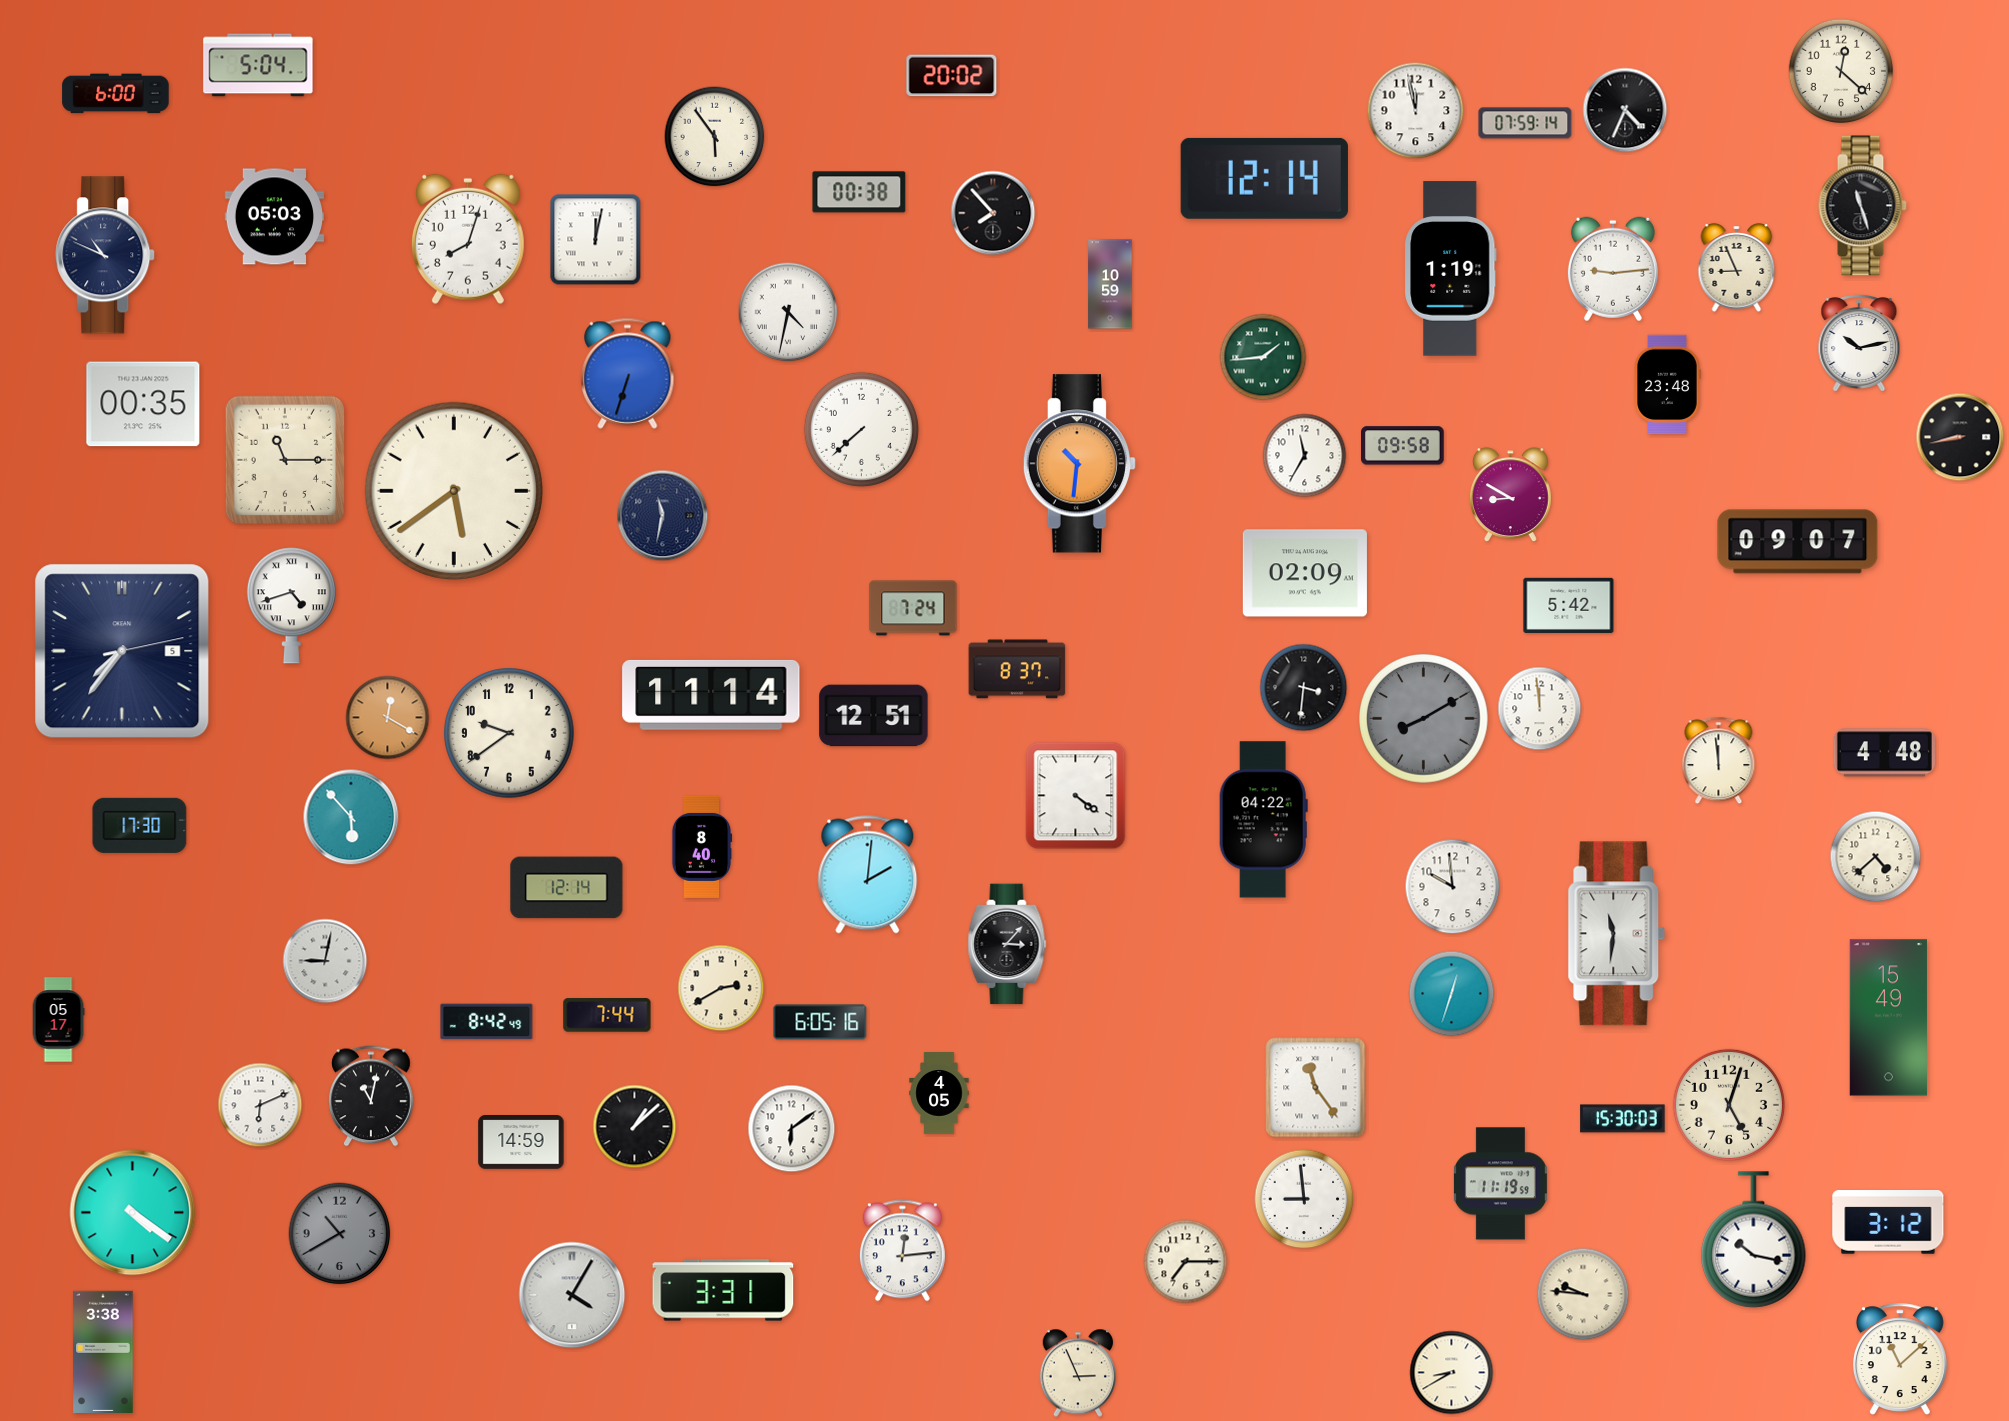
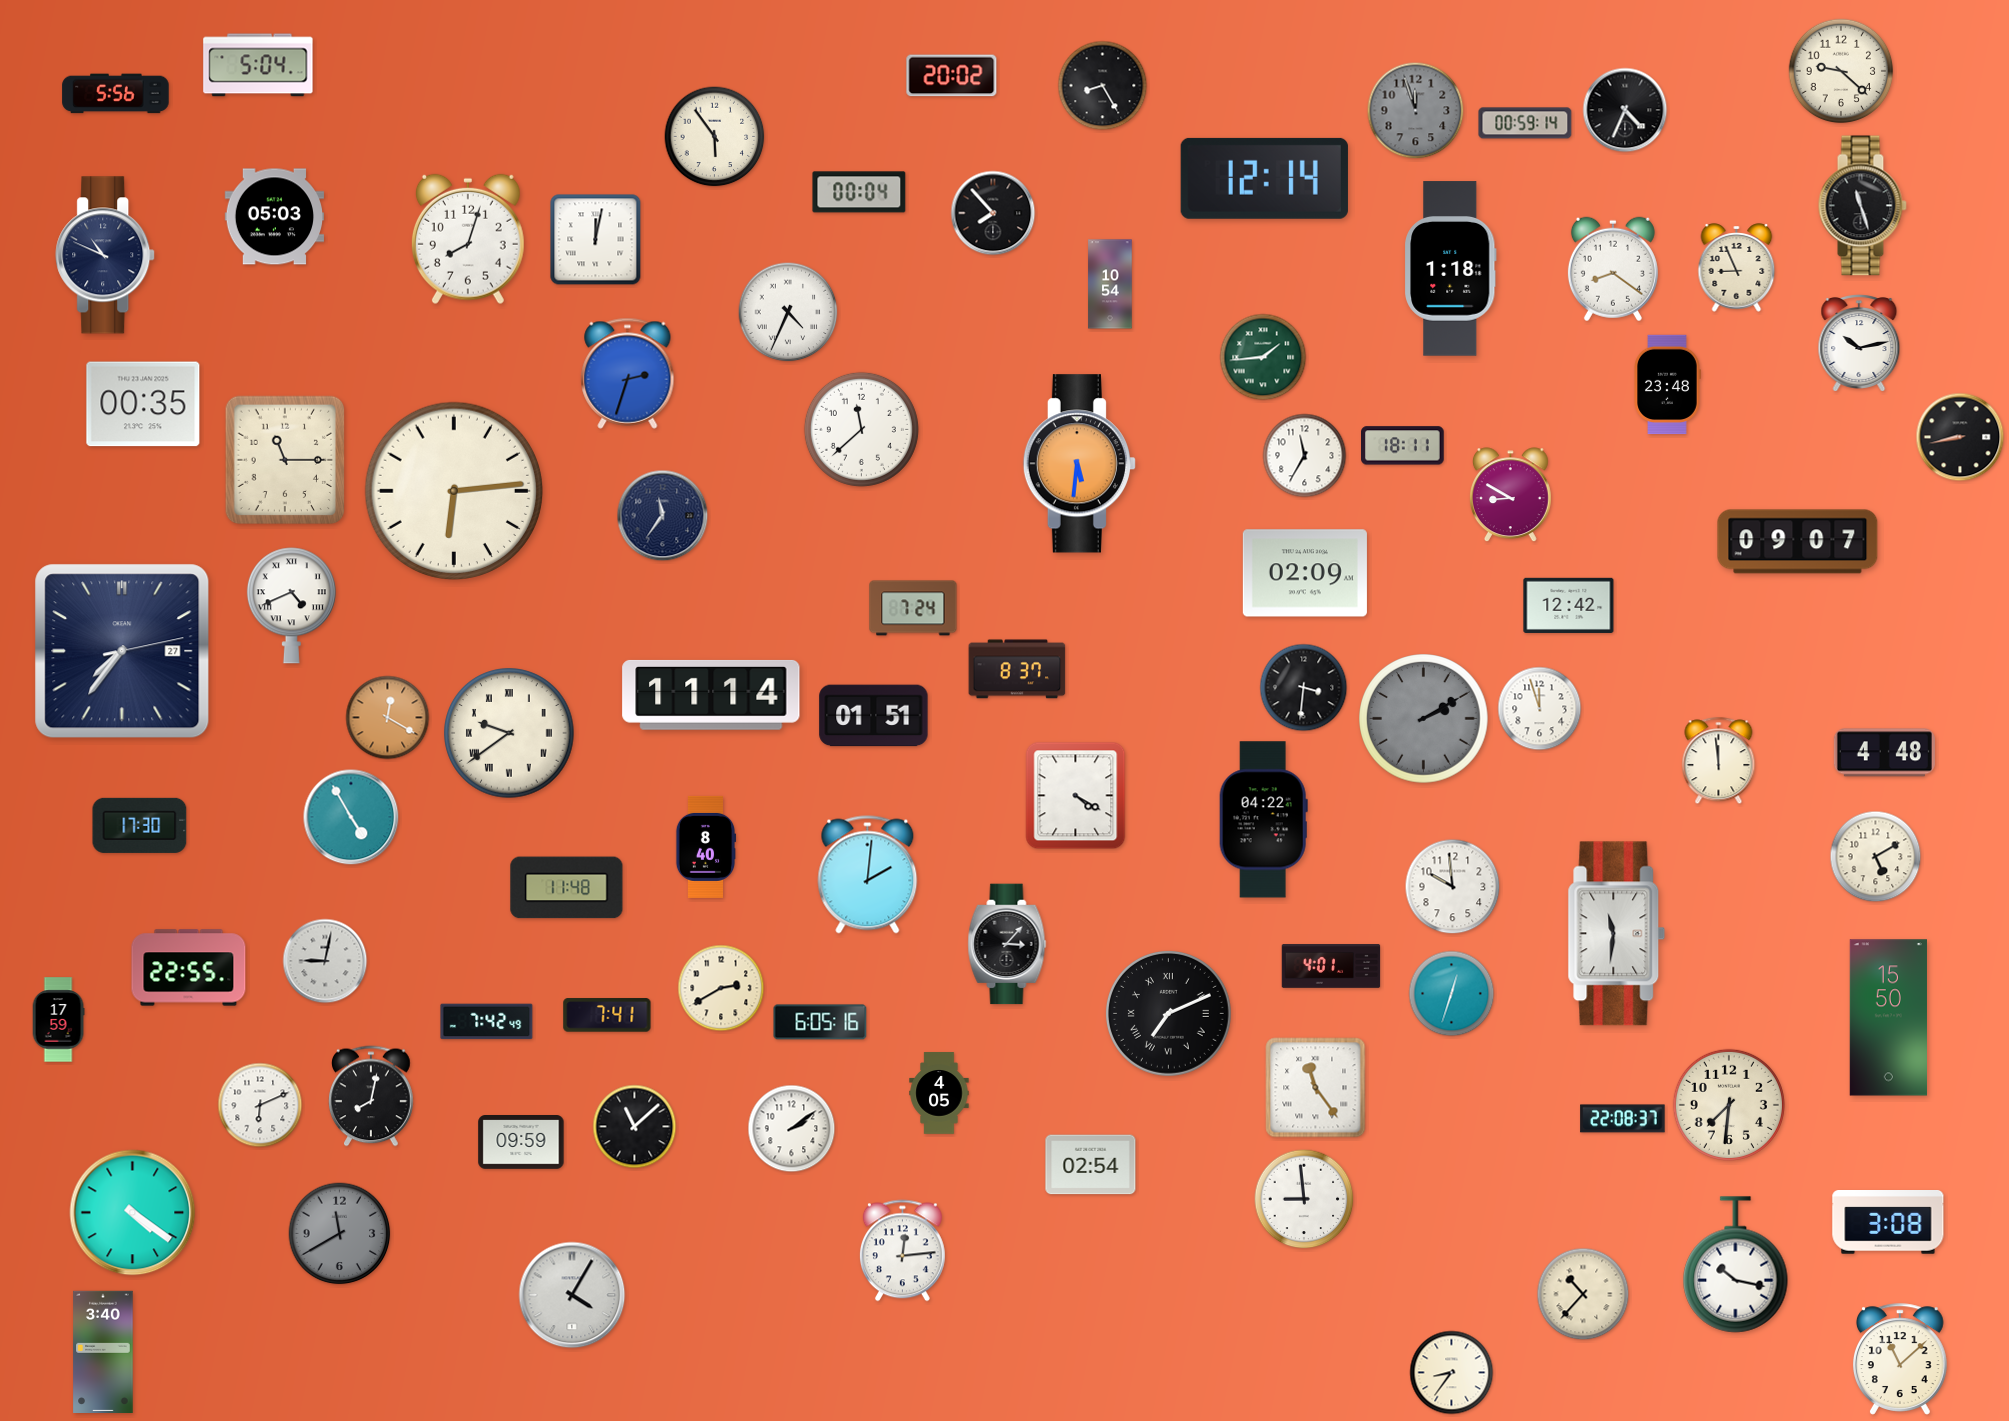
clock at (1841, 71): 12:22 -> 9:22
clock at (1103, 86): none -> 8:25
clock at (116, 94): 6:00 -> 5:56
clock at (1416, 111): 11:58 -> 11:57
clock at (1416, 111) dial: white -> grey
clock at (1525, 123): 07:59 -> 00:59
clock at (859, 192): 00:38 -> 00:04
clock at (1450, 269): 1:19 -> 1:18
clock at (1613, 269): 9:14 -> 8:21
clock at (1110, 284): 10:59 -> 10:54
clock at (788, 312): 4:32 -> 4:34
clock at (628, 373): 6:33 -> 2:33
clock at (861, 429): 7:38 -> 11:38
clock at (1403, 446): 09:58 -> 18:11
clock at (1079, 464): 10:31 -> 5:31
clock at (453, 490): 5:39 -> 6:14
clock at (663, 516): 11:32 -> 11:36
clock at (1569, 605): 5:42 -> 12:42
clock at (291, 606): 4:42 -> 4:41
clock at (122, 651) date: 5 -> 27
clock at (1540, 709): 11:59 -> 11:57
clock at (874, 716): 12:51 -> 01:51
clock at (1424, 719): 8:10 -> 2:10
clock at (509, 733) numerals: Arabic -> Roman
clock at (1076, 796): 4:21 -> 4:20
clock at (351, 817): 5:53 -> 4:55
clock at (702, 847) position: (702, 847) -> (706, 847)
clock at (1876, 857): 4:38 -> 5:10
clock at (567, 888): 12:14 -> 11:48
clock at (1331, 966): none -> 4:01
clock at (189, 968): none -> 22:55
clock at (1169, 1014): none -> 7:11
clock at (607, 1015): 7:44 -> 7:41
clock at (1888, 1018): 15:49 -> 15:50
clock at (58, 1020): 05:17 -> 17:59
clock at (487, 1022): 8:42 -> 7:42
clock at (371, 1096): 11:02 -> 8:02
clock at (1729, 1105): 5:03 -> 7:31
clock at (1623, 1119): 15:30 -> 22:08
clock at (635, 1127): 1:08 -> 11:08
clock at (792, 1129): 6:09 -> 2:09
clock at (521, 1143): 14:59 -> 09:59
clock at (1091, 1165): none -> 02:54
clock at (1500, 1184): 11:19 -> none
clock at (1888, 1223): 3:12 -> 3:08
clock at (340, 1234): 10:40 -> 11:40
clock at (1754, 1240) position: (1754, 1240) -> (1736, 1265)
clock at (1186, 1262): 7:15 -> none
clock at (723, 1290): 3:31 -> none
clock at (1583, 1294): 9:46 -> 10:37
clock at (103, 1352): 3:38 -> 3:40
clock at (1077, 1373): 2:56 -> none
clock at (1452, 1373): 8:40 -> 8:36
